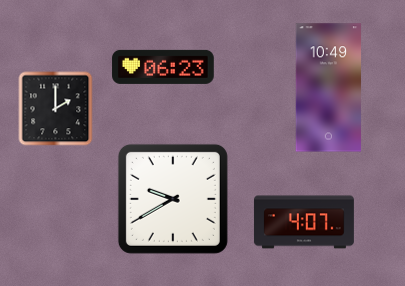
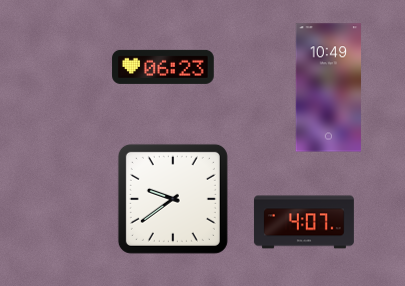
clock at (56, 109): 2:00 -> none
clock at (173, 199): 9:40 -> 9:39
